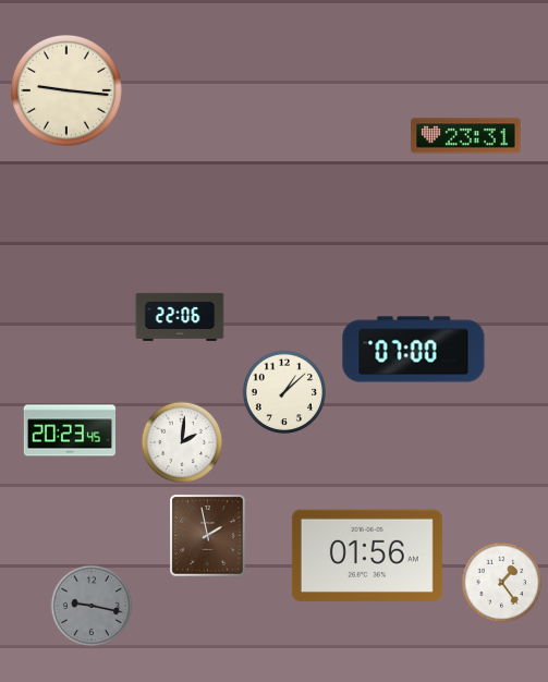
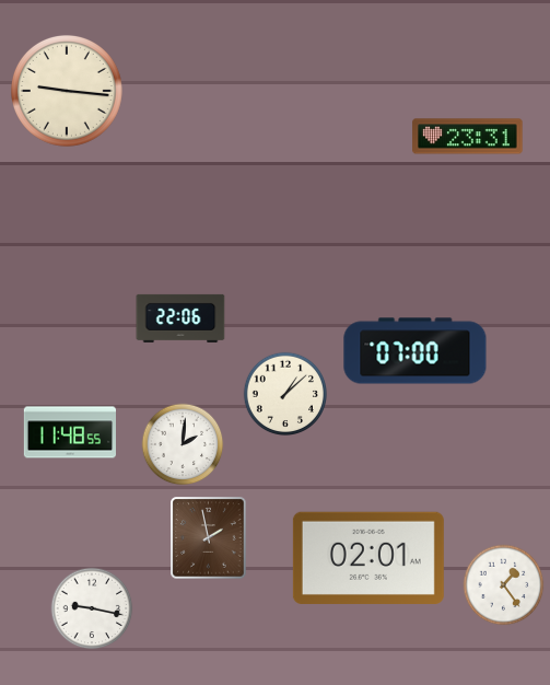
clock at (69, 430): 20:23 -> 11:48
clock at (367, 556): 01:56 -> 02:01
clock at (92, 606) dial: grey -> white
